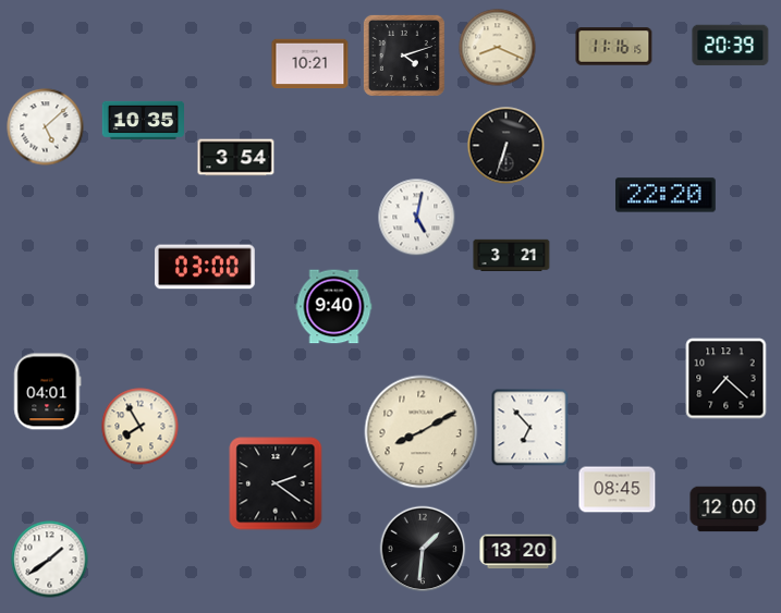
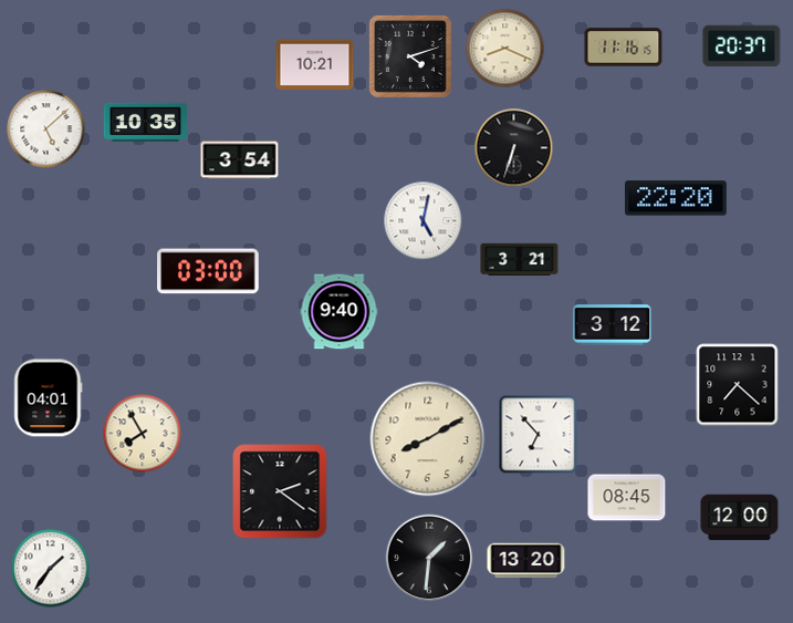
clock at (731, 46): 20:39 -> 20:37
clock at (613, 325): none -> 3:12
clock at (50, 560): 1:39 -> 1:36
